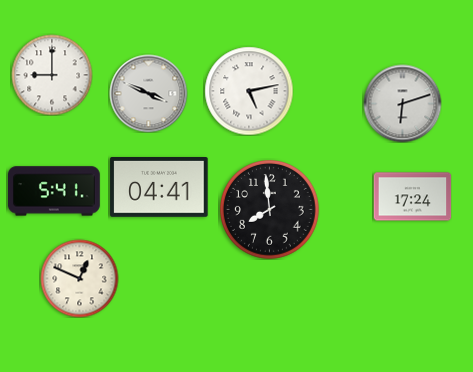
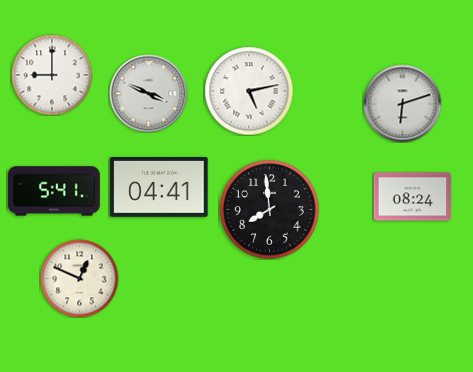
clock at (412, 197): 17:24 -> 08:24
